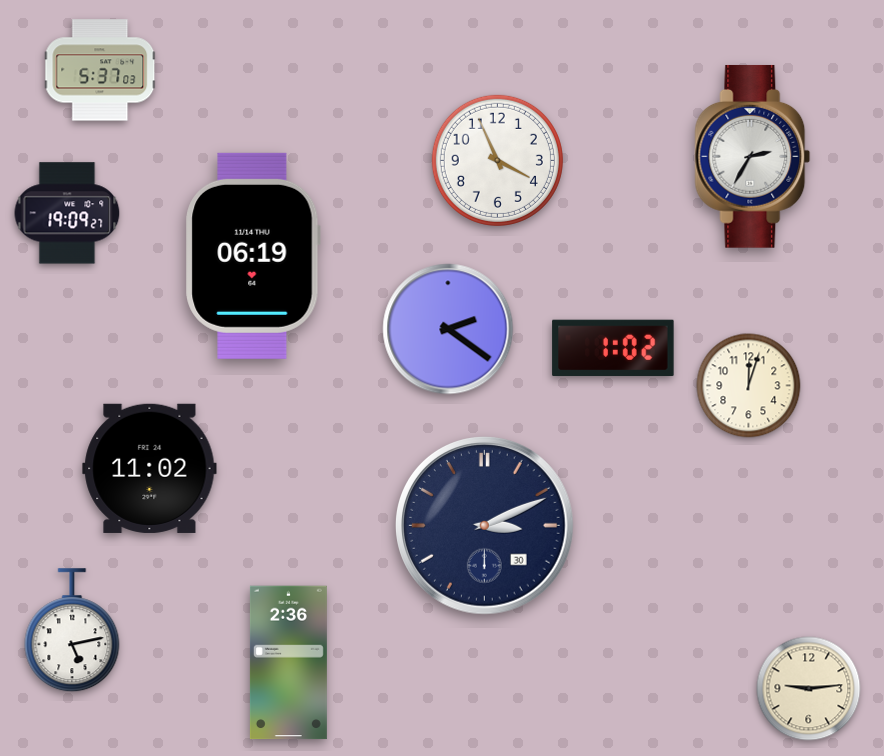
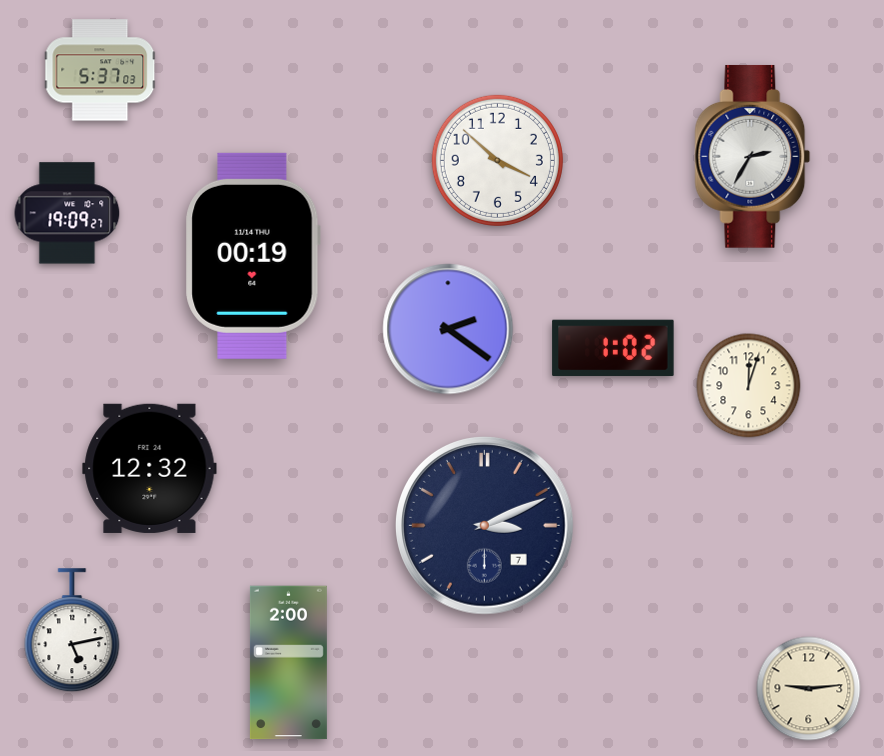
clock at (497, 160): 3:56 -> 3:52
clock at (253, 256): 06:19 -> 00:19
clock at (150, 468): 11:02 -> 12:32
clock at (485, 526) date: 30 -> 7
clock at (288, 663): 2:36 -> 2:00
